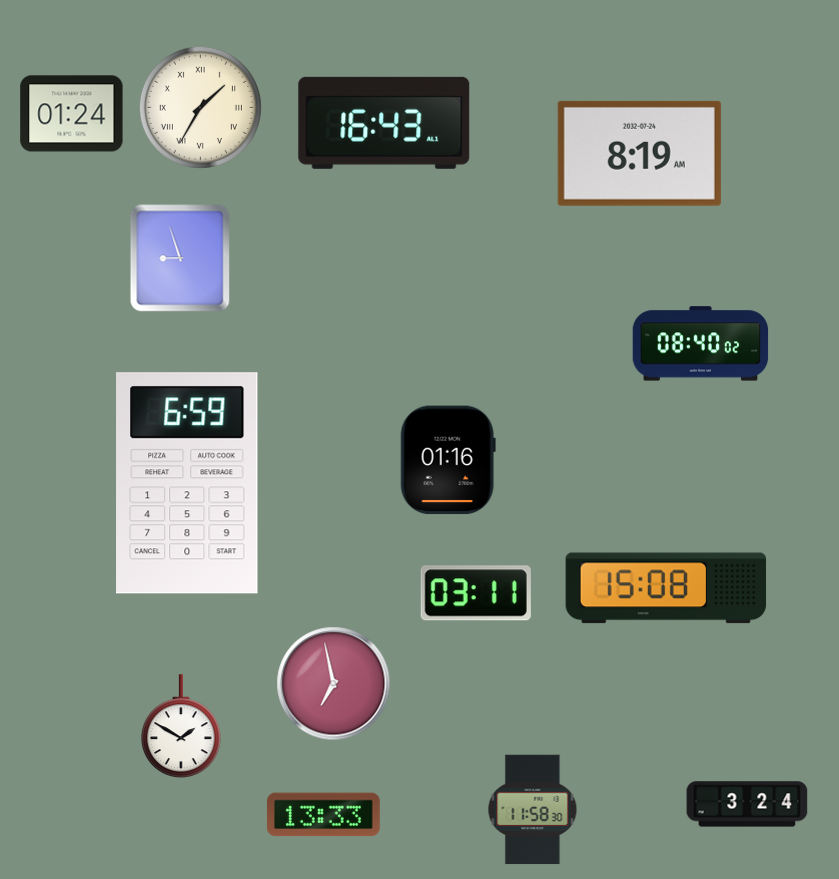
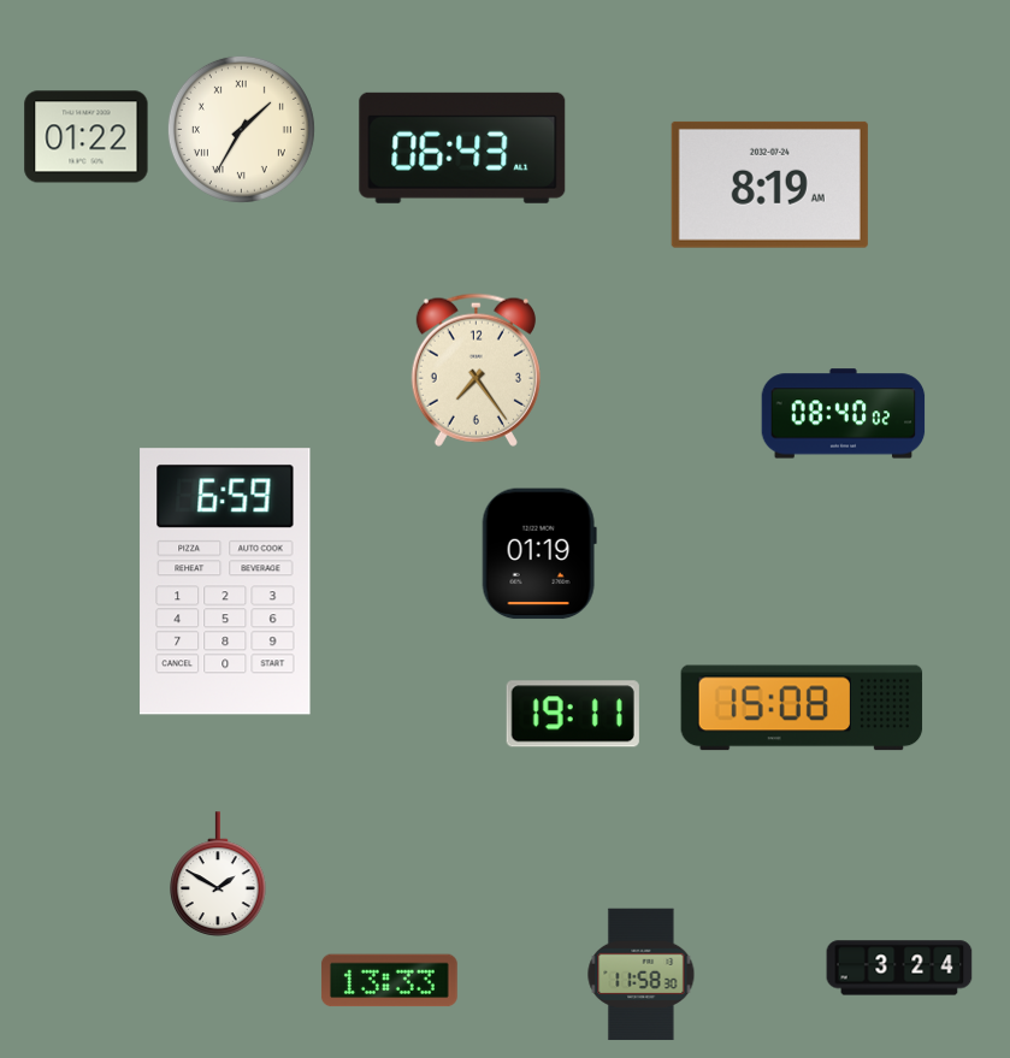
clock at (72, 114): 01:24 -> 01:22
clock at (384, 123): 16:43 -> 06:43
clock at (180, 258): 8:57 -> none
clock at (476, 370): none -> 7:24
clock at (448, 460): 01:16 -> 01:19
clock at (476, 593): 03:11 -> 19:11
clock at (334, 684): 6:58 -> none
